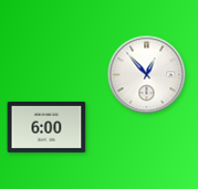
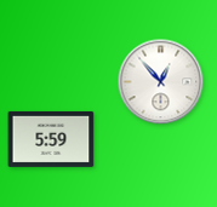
clock at (46, 127): 6:00 -> 5:59
